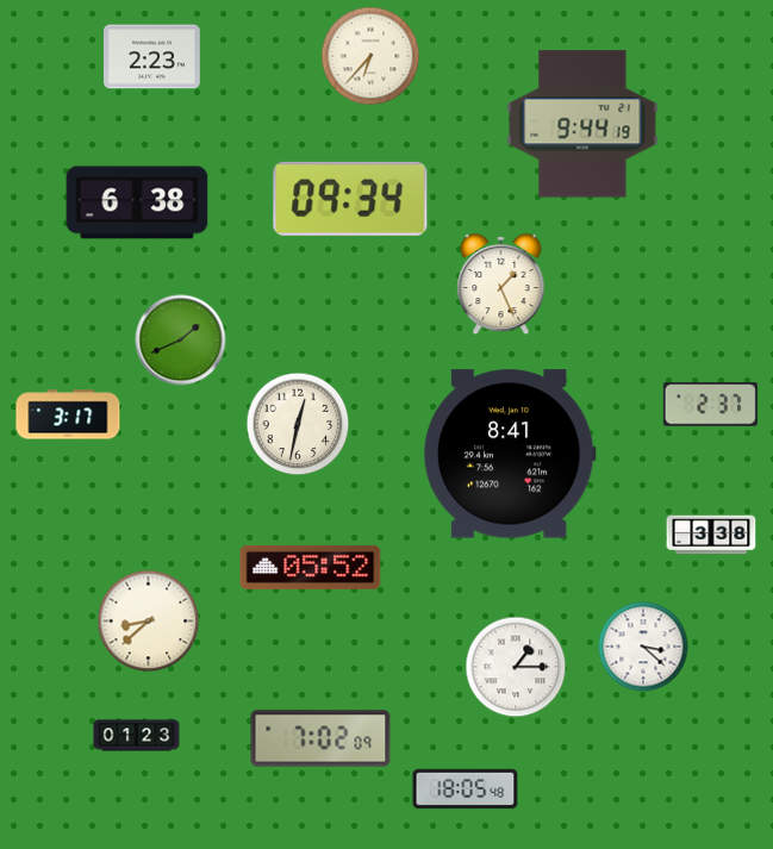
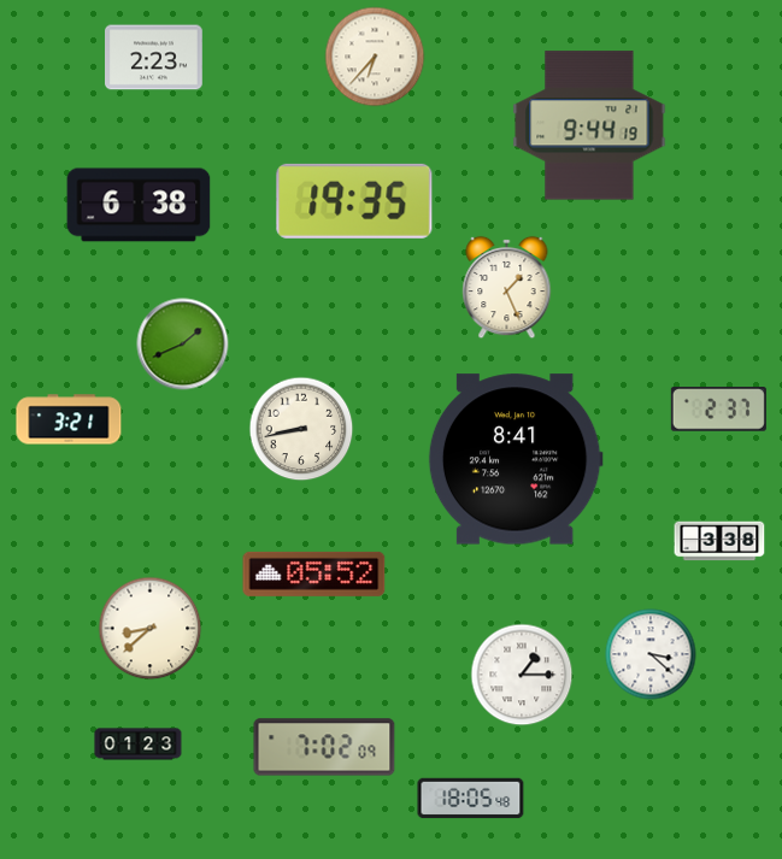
clock at (350, 199): 09:34 -> 19:35
clock at (68, 414): 3:17 -> 3:21
clock at (298, 424): 12:32 -> 8:43
